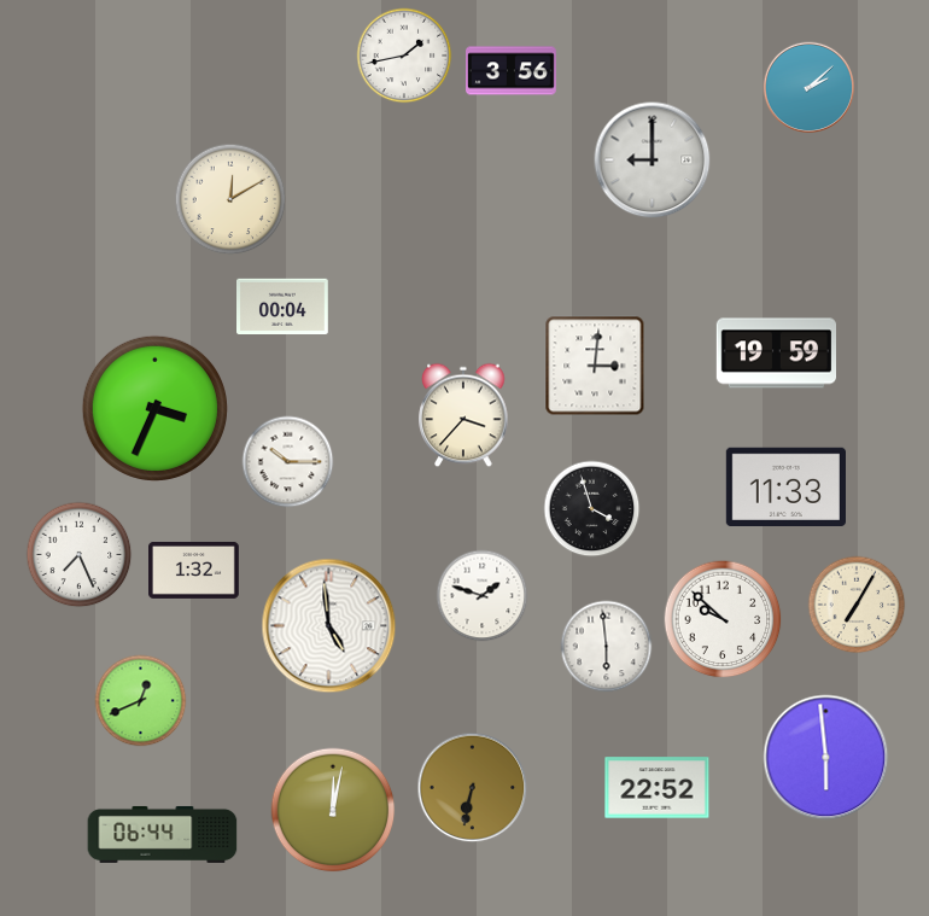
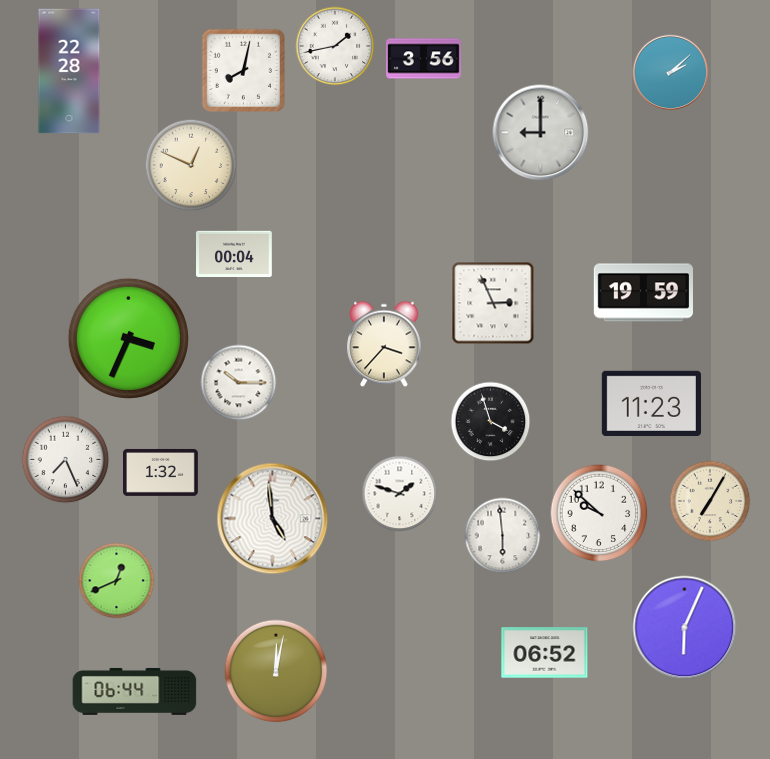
clock at (243, 70): none -> 8:02
clock at (69, 71): none -> 22:28
clock at (230, 199): 12:10 -> 12:49
clock at (595, 366): 3:01 -> 2:56
clock at (785, 486): 11:33 -> 11:23
clock at (826, 758): 5:59 -> 6:04
clock at (473, 788): 6:32 -> none
clock at (658, 788): 22:52 -> 06:52
